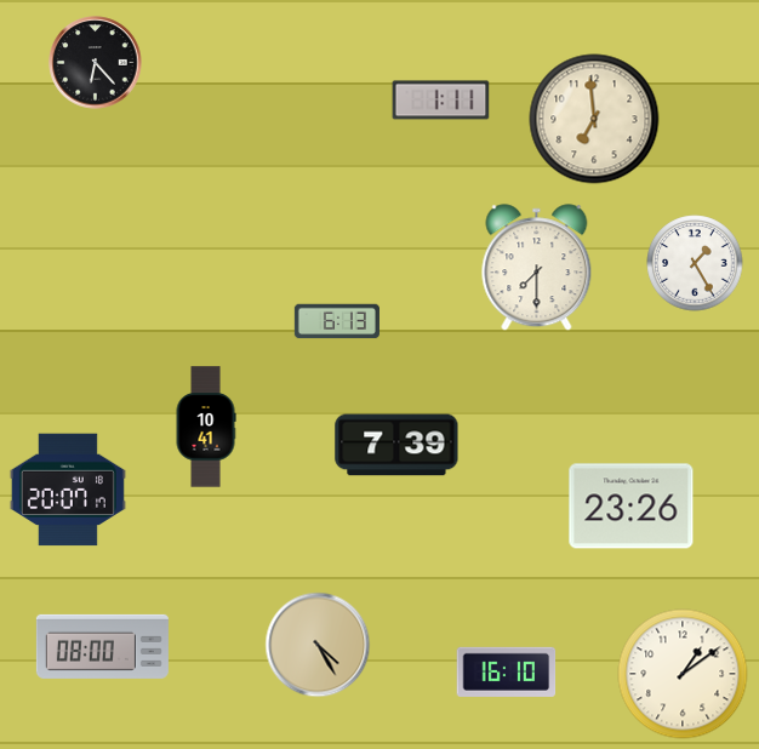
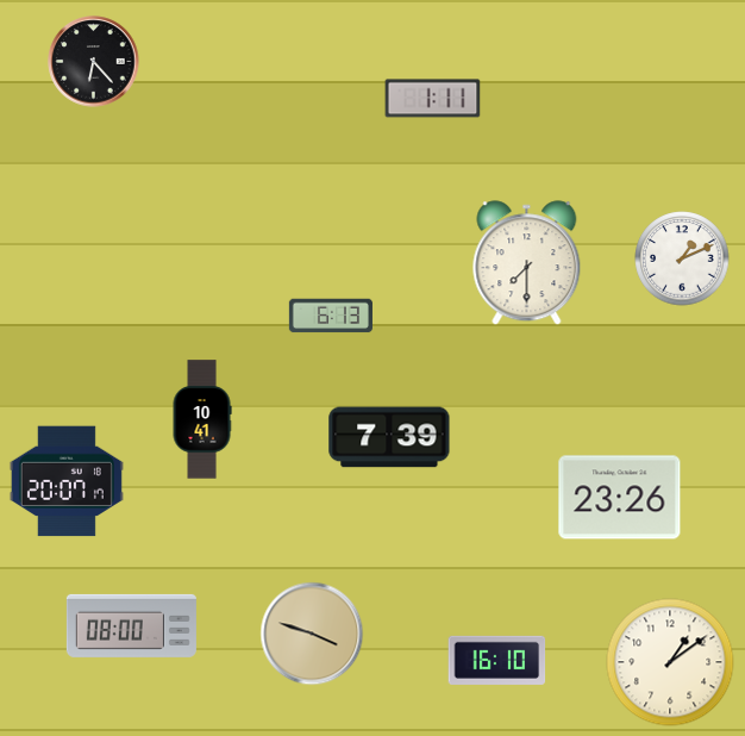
clock at (594, 119): 6:59 -> none
clock at (695, 263): 1:25 -> 1:11
clock at (318, 645): 4:25 -> 3:48
clock at (102, 646) position: (102, 646) -> (131, 625)
